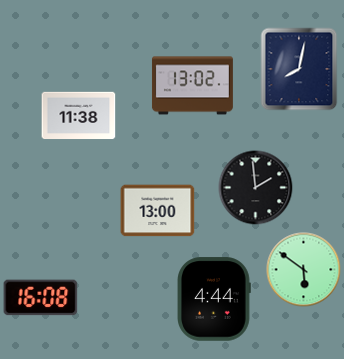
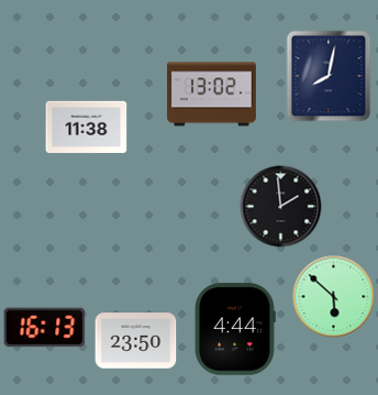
clock at (158, 211): 13:00 -> none
clock at (304, 270): 5:51 -> 5:52
clock at (41, 298): 16:08 -> 16:13
clock at (136, 341): none -> 23:50
